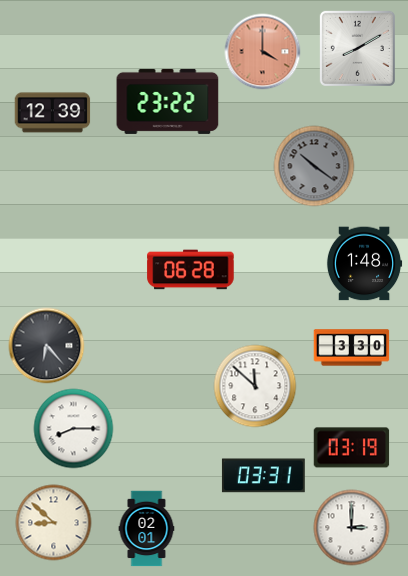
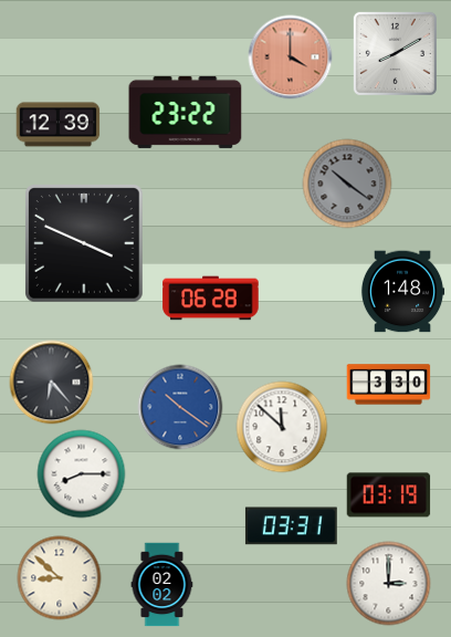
clock at (85, 244): none -> 3:49
clock at (180, 407): none -> 10:21
clock at (147, 529): 02:01 -> 02:02
